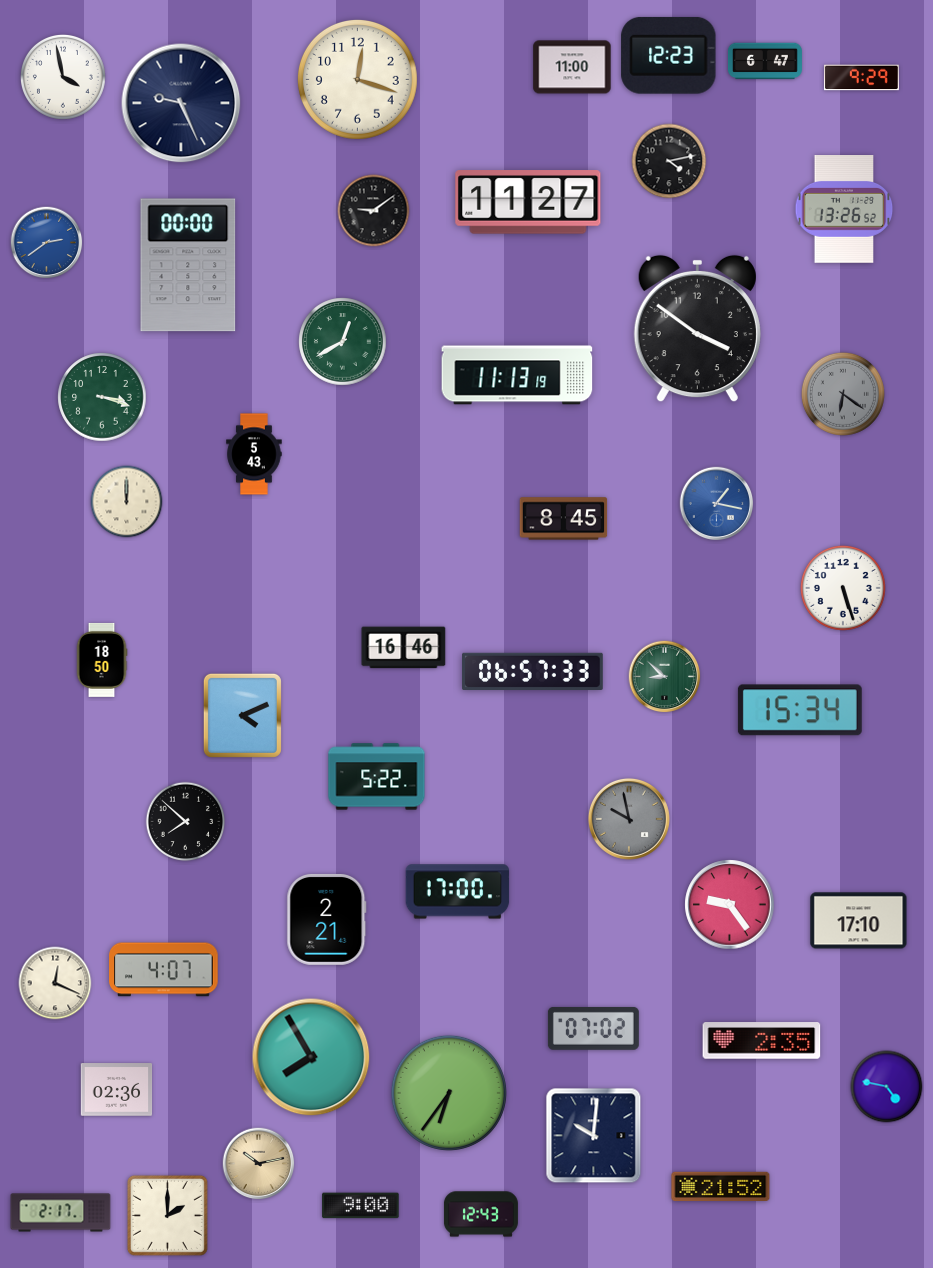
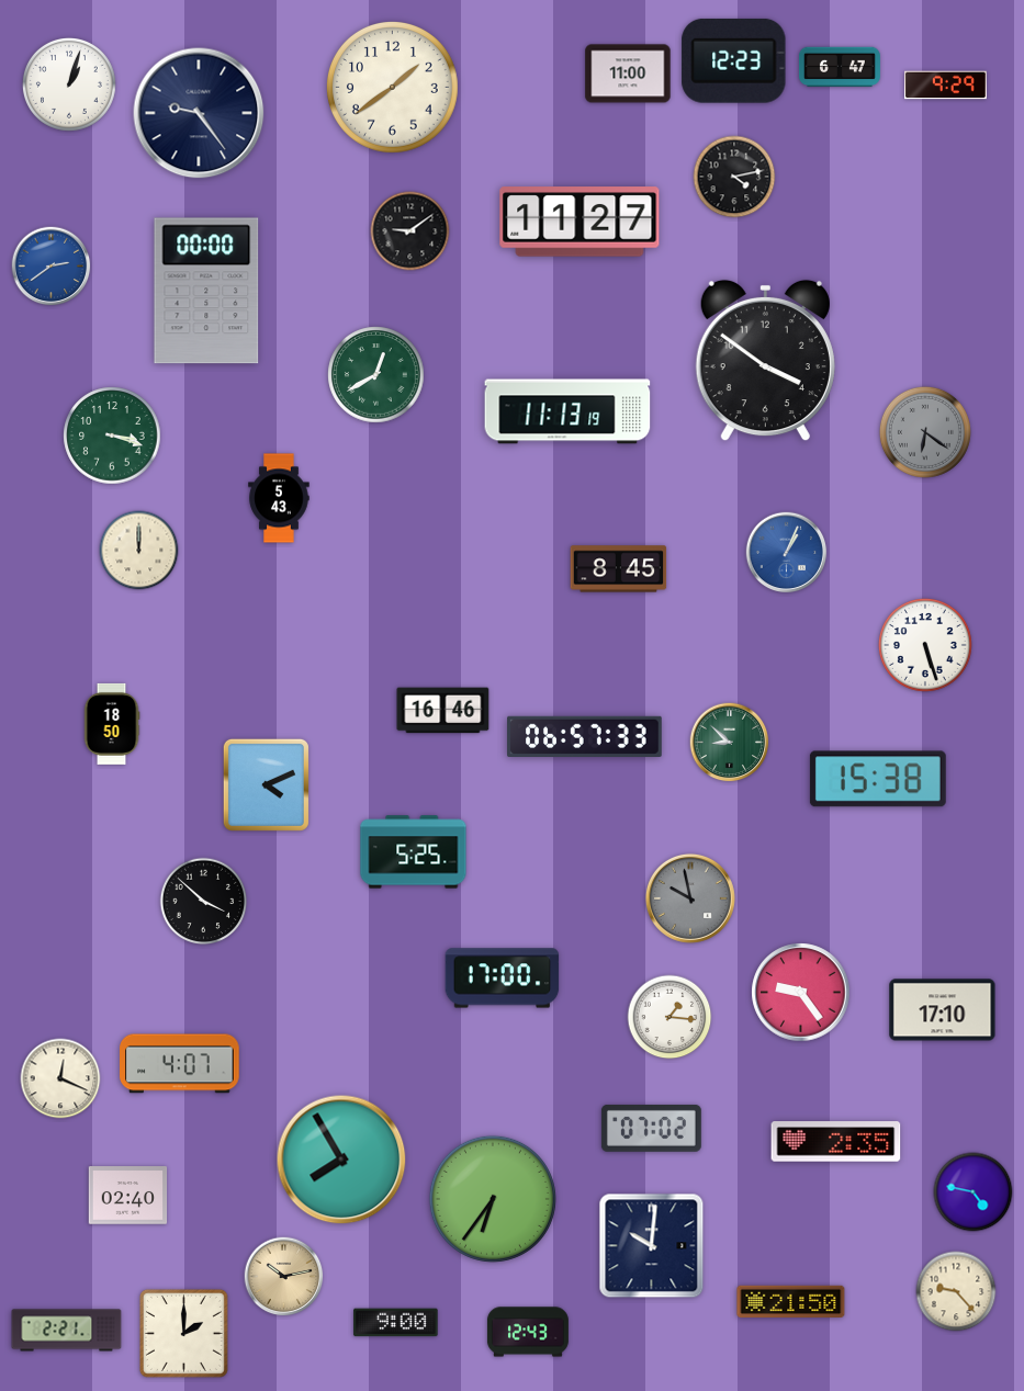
clock at (63, 77): 3:58 -> 1:03
clock at (357, 79): 12:18 -> 1:39
clock at (181, 103): 9:26 -> 9:24
clock at (844, 210): 13:26 -> none
clock at (717, 504): 1:17 -> 1:04
clock at (800, 710): 15:34 -> 15:38
clock at (377, 777): 5:22 -> 5:25
clock at (186, 822): 7:52 -> 3:52
clock at (327, 919): 2:21 -> none
clock at (669, 1017): none -> 1:16
clock at (117, 1090): 02:36 -> 02:40
clock at (956, 1291): none -> 9:23
clock at (721, 1187): 21:52 -> 21:50
clock at (61, 1213): 2:17 -> 2:21
